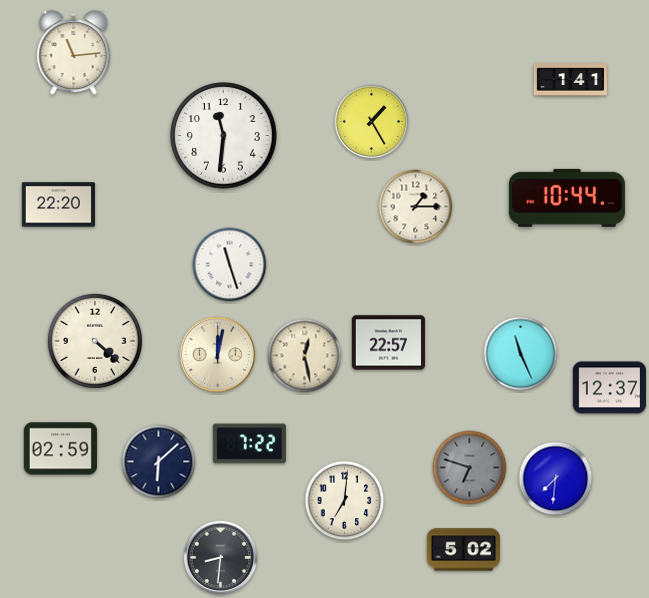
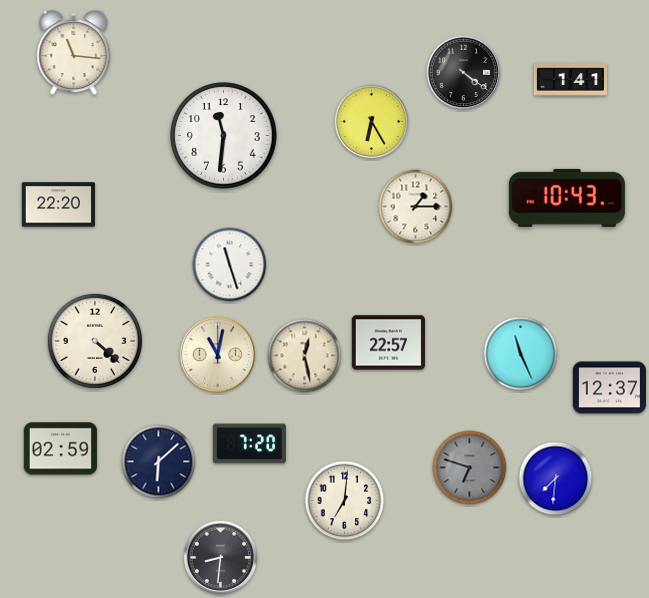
clock at (74, 53): 11:14 -> 11:16
clock at (464, 73): none -> 4:21
clock at (372, 122): 1:25 -> 6:25
clock at (567, 198): 10:44 -> 10:43
clock at (218, 355): 12:02 -> 11:02
clock at (249, 444): 7:22 -> 7:20
clock at (463, 550): 5:02 -> none
